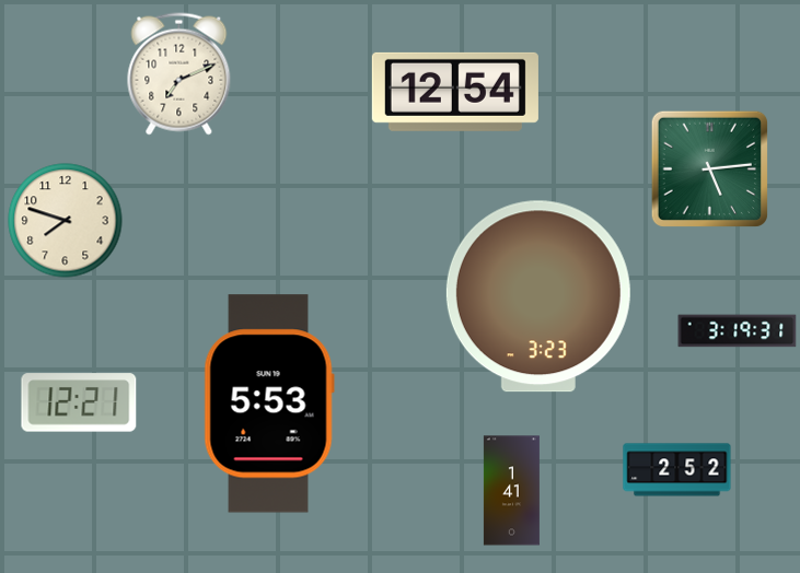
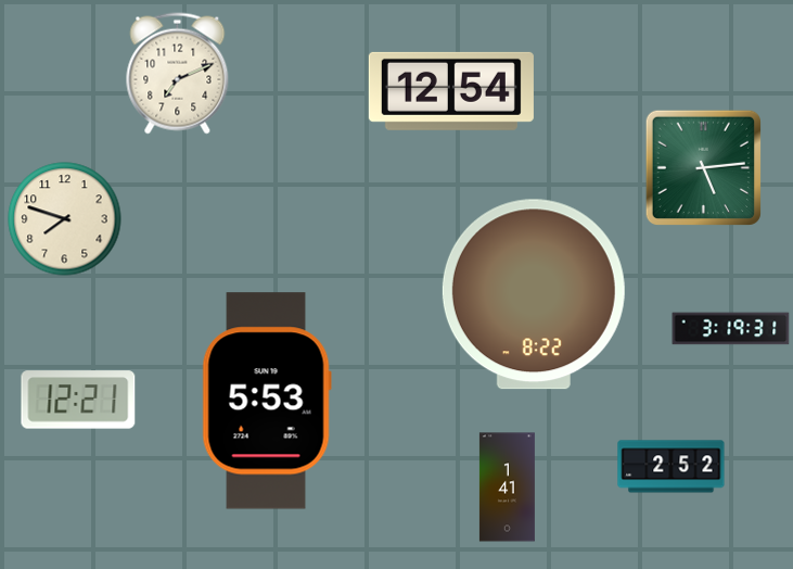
clock at (538, 296): 3:23 -> 8:22
